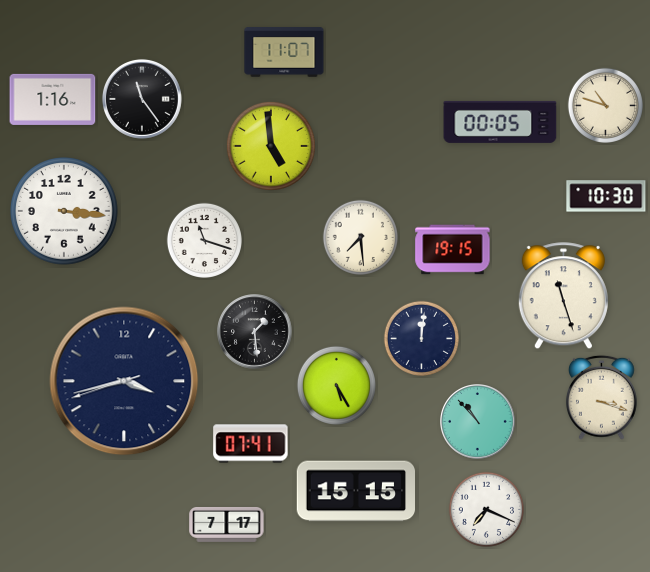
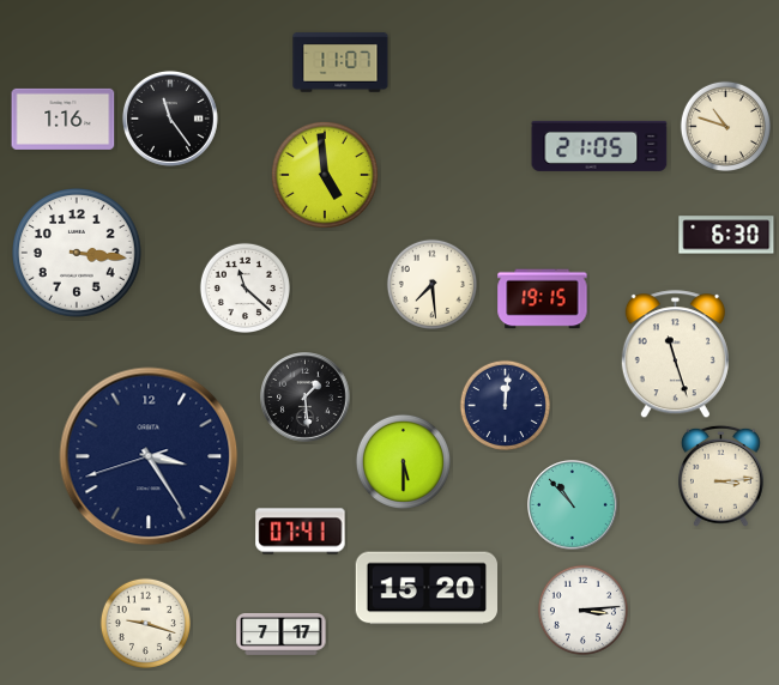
clock at (500, 122): 00:05 -> 21:05
clock at (606, 196): 10:30 -> 6:30
clock at (204, 240): 11:18 -> 11:22
clock at (124, 381): 3:42 -> 3:24
clock at (336, 385): 5:25 -> 5:30
clock at (601, 397): 3:18 -> 3:14
clock at (356, 491): 15:15 -> 15:20
clock at (486, 509): 7:19 -> 3:14
clock at (145, 623): none -> 9:18
clock at (227, 524) position: (227, 524) -> (282, 634)
